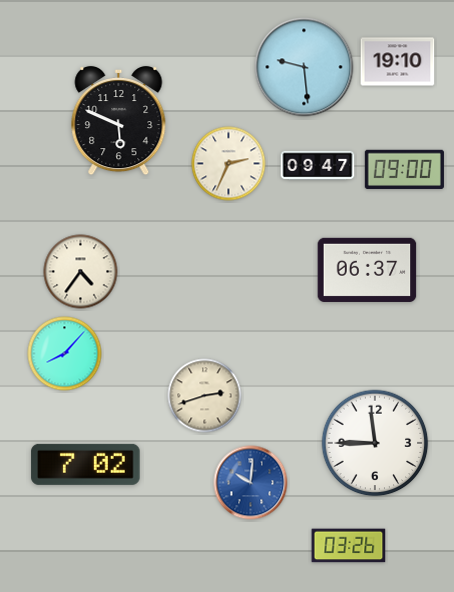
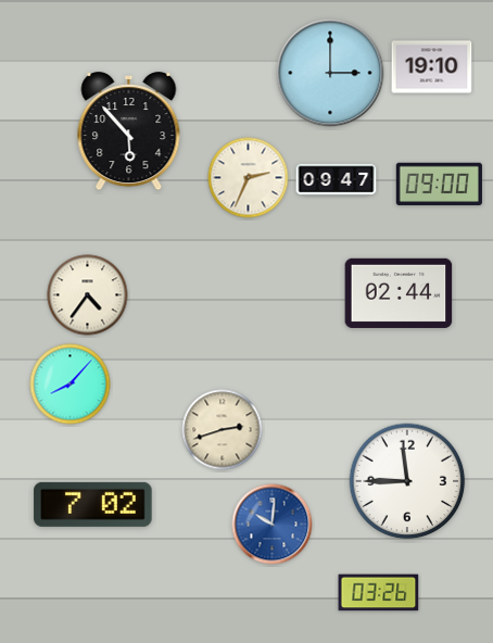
clock at (304, 67): 9:29 -> 3:00
clock at (119, 121): 5:49 -> 5:53
clock at (318, 166) position: (318, 166) -> (337, 180)
clock at (367, 270): 06:37 -> 02:44
